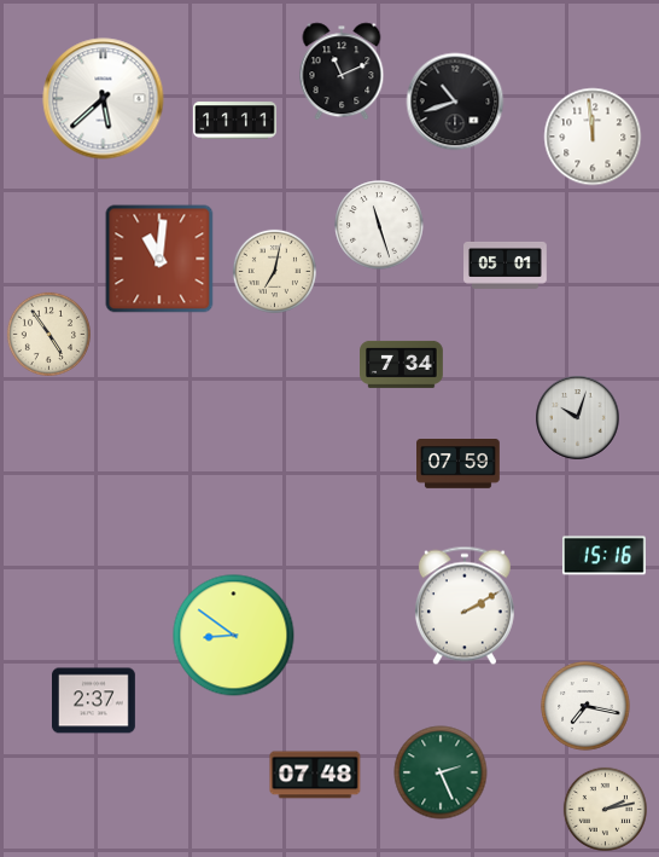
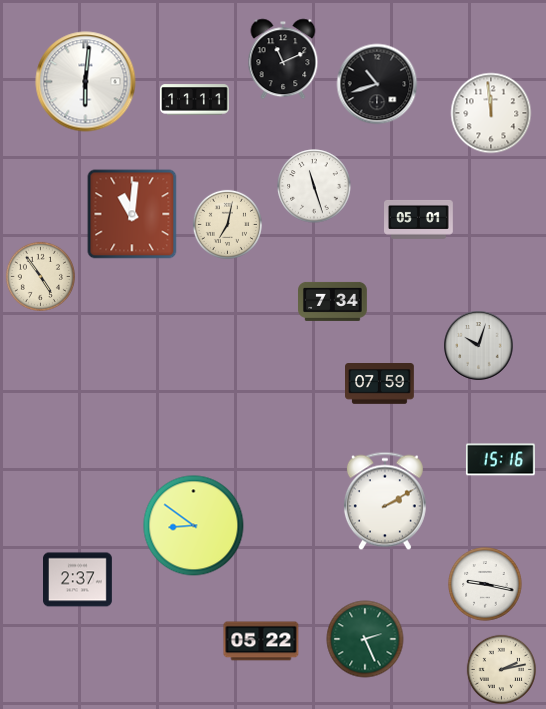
clock at (104, 99): 5:38 -> 6:01
clock at (585, 706): 7:17 -> 9:17
clock at (315, 775): 07:48 -> 05:22
